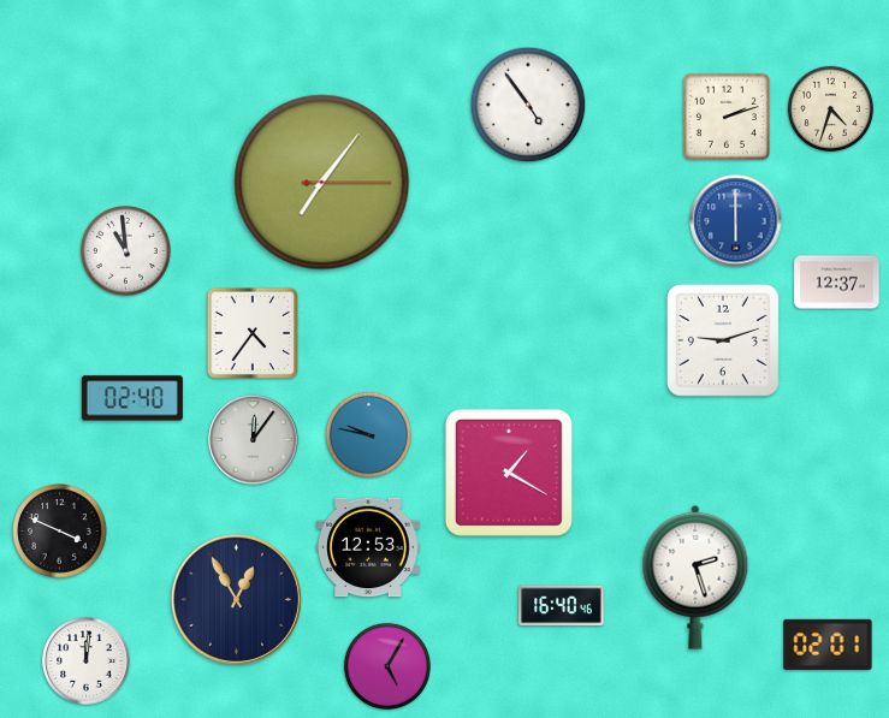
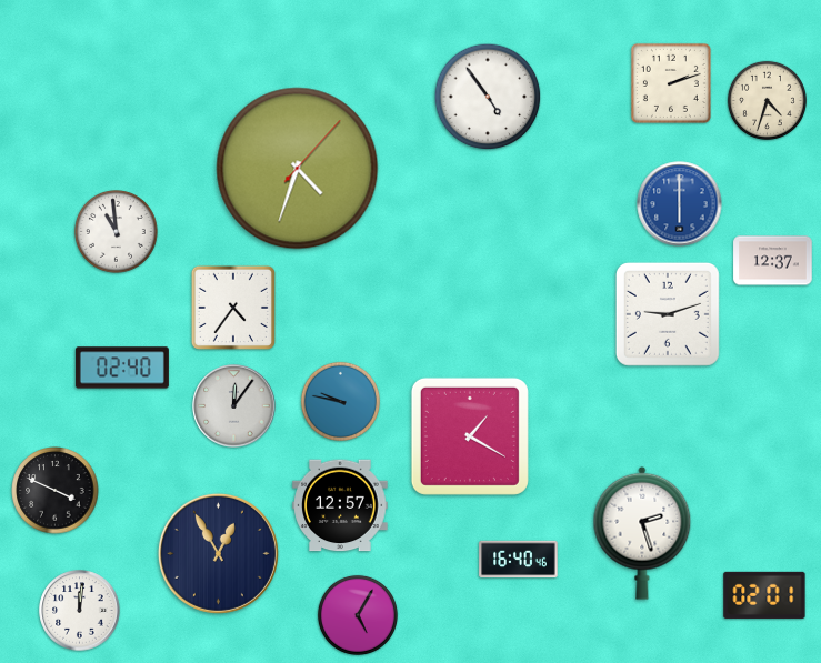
clock at (727, 117) position: (727, 117) -> (671, 83)
clock at (322, 183): 7:06 -> 4:33
clock at (368, 547): 12:53 -> 12:57
